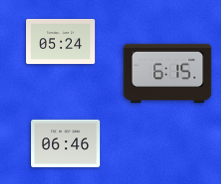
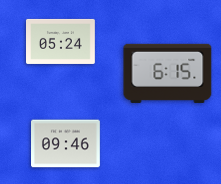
clock at (66, 144): 06:46 -> 09:46
